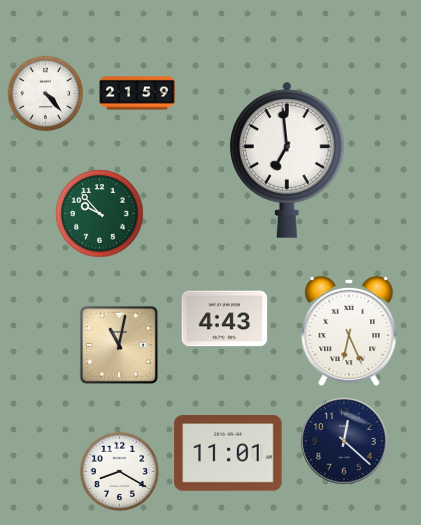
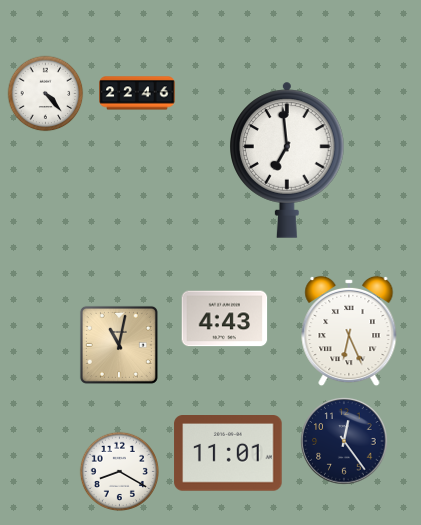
clock at (137, 93): 21:59 -> 22:46
clock at (100, 214): 9:53 -> none
clock at (344, 441): 12:22 -> 12:24
